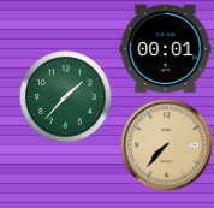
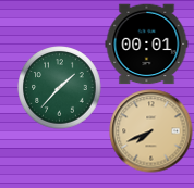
clock at (166, 49) position: (166, 49) -> (147, 45)
clock at (167, 145): 7:37 -> 7:41
